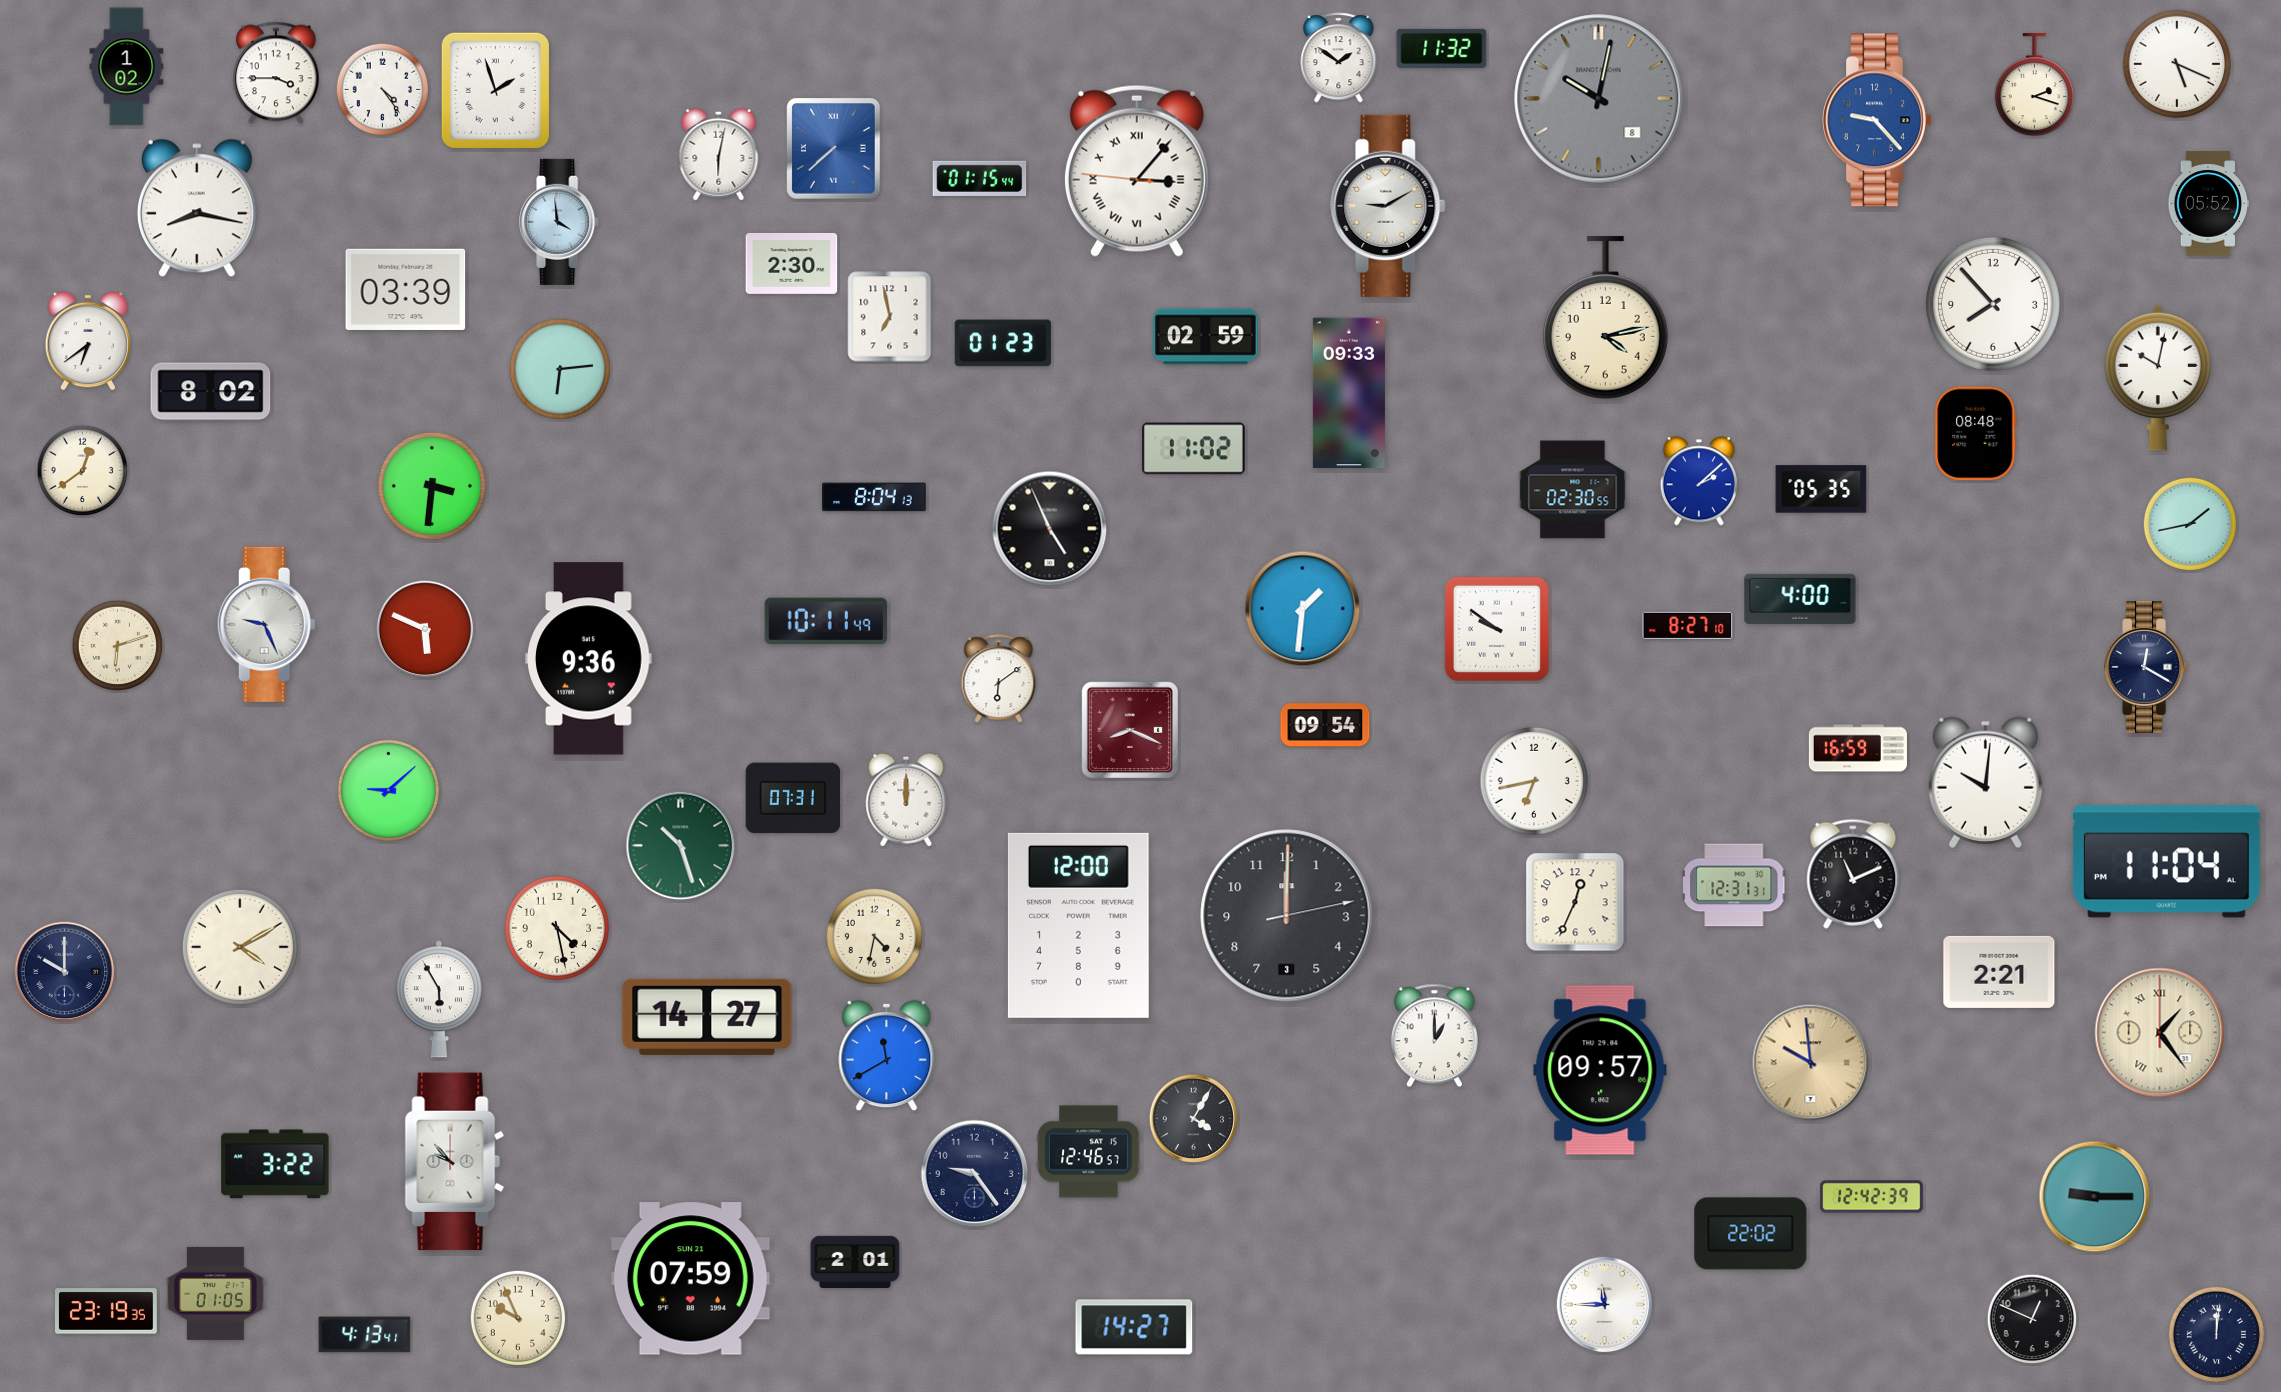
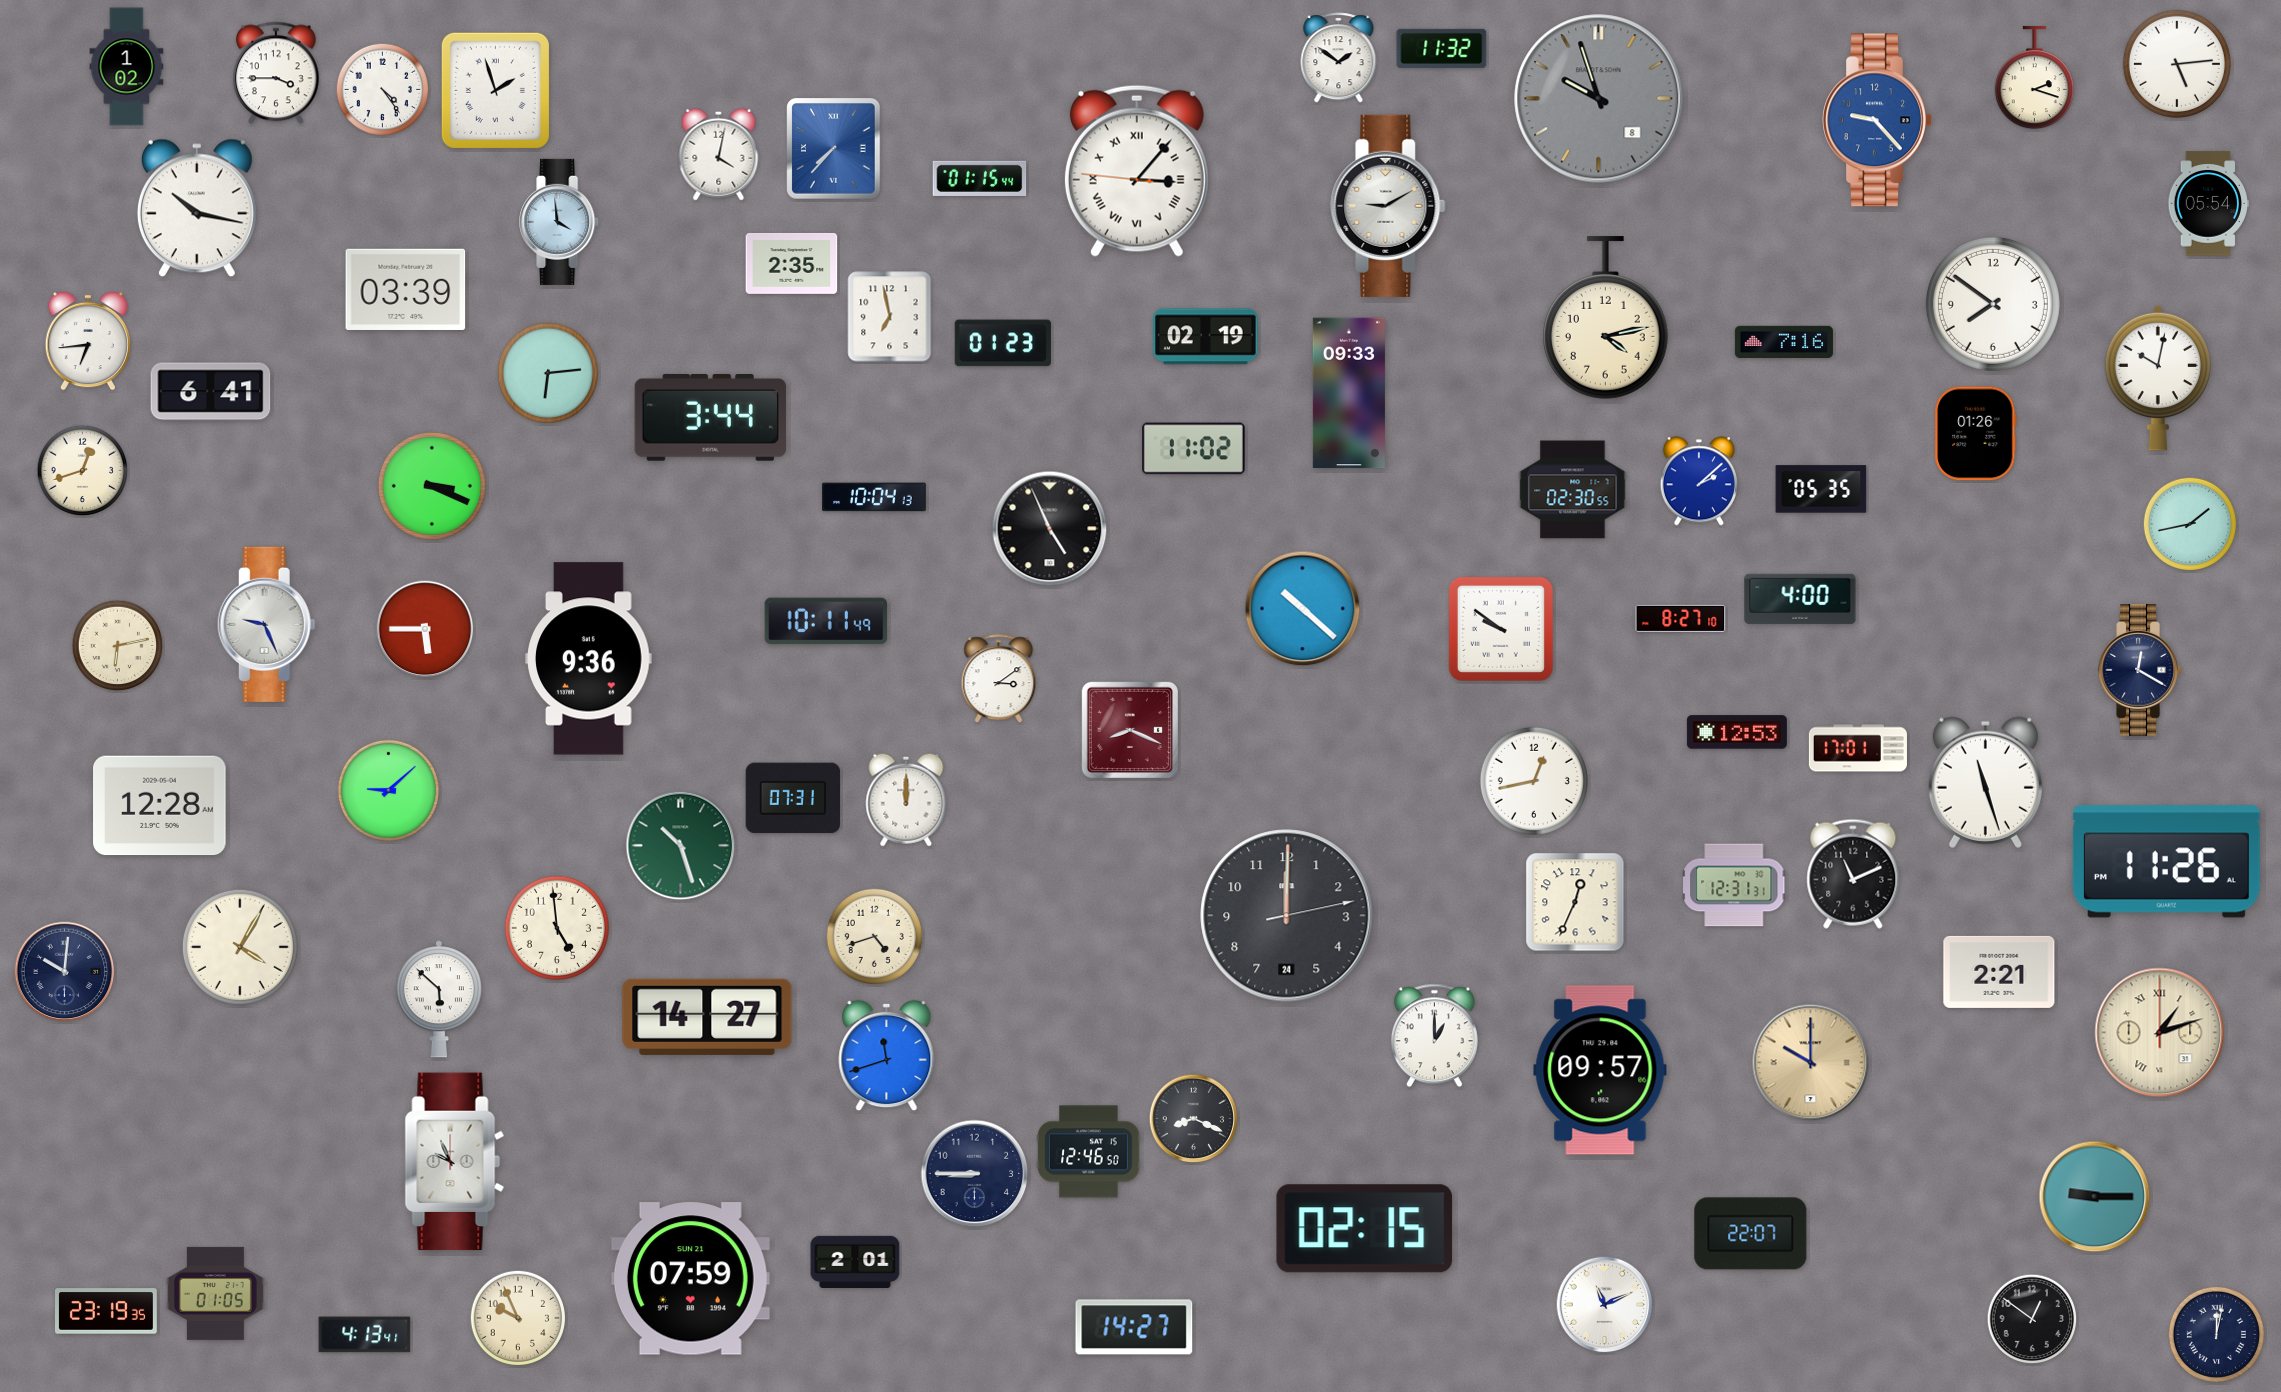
clock at (2177, 64): 5:19 -> 5:14
clock at (2034, 85) position: (2034, 85) -> (2034, 78)
clock at (1599, 99): 10:02 -> 9:57
clock at (834, 149): 7:38 -> 7:37
clock at (719, 154): 6:02 -> 4:02
clock at (2208, 204): 05:52 -> 05:54
clock at (197, 208): 8:17 -> 10:17
clock at (792, 263): 2:30 -> 2:35
clock at (1993, 304): 7:53 -> 7:51
clock at (1206, 337): 02:59 -> 02:19
clock at (88, 341): 6:39 -> 6:44
clock at (1784, 341): none -> 7:16
clock at (560, 369) position: (560, 369) -> (548, 373)
clock at (211, 392): 8:02 -> 6:41
clock at (710, 417): none -> 3:44
clock at (1976, 434): 08:48 -> 01:26
clock at (83, 471): 12:39 -> 12:42
clock at (432, 486): 3:31 -> 3:19
clock at (874, 497): 8:04 -> 10:04
clock at (1303, 609): 1:31 -> 10:22
clock at (1688, 625) position: (1688, 625) -> (1681, 618)
clock at (425, 629): 5:49 -> 5:45
clock at (1497, 629) position: (1497, 629) -> (1501, 629)
clock at (118, 646): 6:12 -> 6:13
clock at (2146, 667) position: (2146, 667) -> (2140, 670)
clock at (999, 679): 6:09 -> 3:09
clock at (1325, 725): 09:54 -> none
clock at (1737, 732): none -> 12:53
clock at (1858, 748): 16:59 -> 17:01
clock at (1534, 781): 6:43 -> 12:43
clock at (1985, 782): 10:01 -> 11:27
clock at (160, 806): none -> 12:28
clock at (2166, 862): 11:04 -> 11:26
clock at (1287, 916) date: 3 -> 24
clock at (1078, 925): 12:00 -> none
clock at (557, 928): 4:28 -> 4:59
clock at (874, 936): 4:32 -> 4:42
clock at (240, 947): 4:10 -> 4:05
clock at (65, 972): 10:00 -> 10:01
clock at (439, 999): 5:55 -> 5:52
clock at (2160, 1033): 1:24 -> 1:12
clock at (887, 1056): 11:40 -> 11:42
clock at (1811, 1063): 9:59 -> 10:00
clock at (1194, 1119): 4:05 -> 8:19
clock at (1089, 1152): 12:46:57 -> 12:46:50
clock at (455, 1162): 9:53 -> 9:56
clock at (275, 1164): 3:22 -> none
clock at (975, 1174): 9:24 -> 8:45
clock at (1872, 1197): 12:42 -> none
clock at (1365, 1229): none -> 02:15
clock at (1751, 1234): 22:02 -> 22:07
clock at (1605, 1305): 11:45 -> 11:11
clock at (2032, 1319): 12:49 -> 12:51
clock at (2216, 1334): 12:01 -> 12:02
